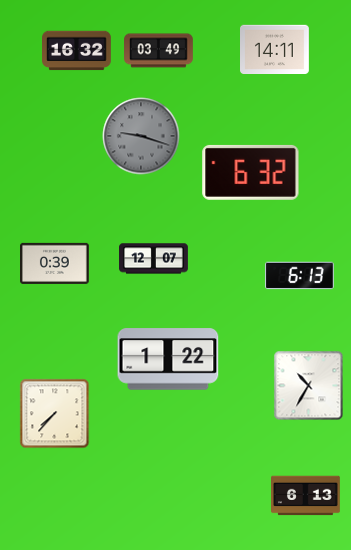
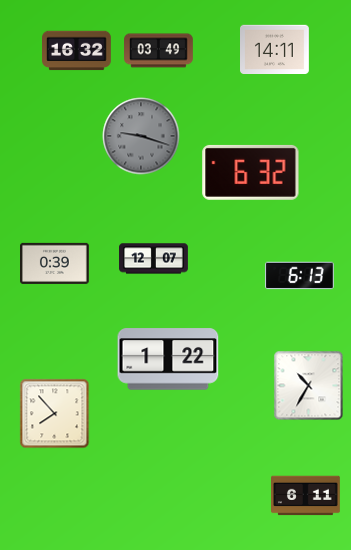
clock at (55, 414): 7:37 -> 7:53
clock at (306, 496): 6:13 -> 6:11
